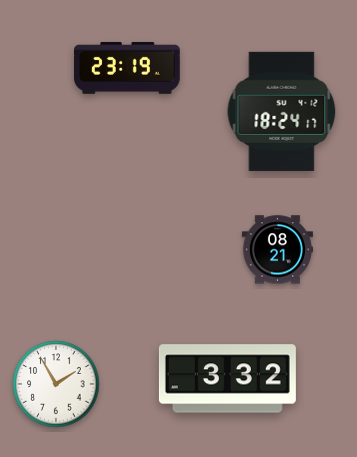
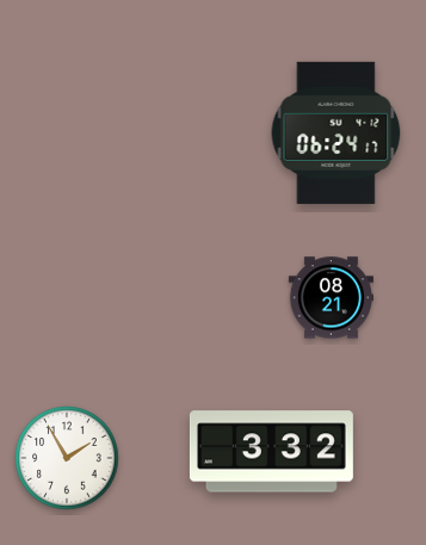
clock at (128, 68): 23:19 -> none
clock at (282, 111): 18:24 -> 06:24
